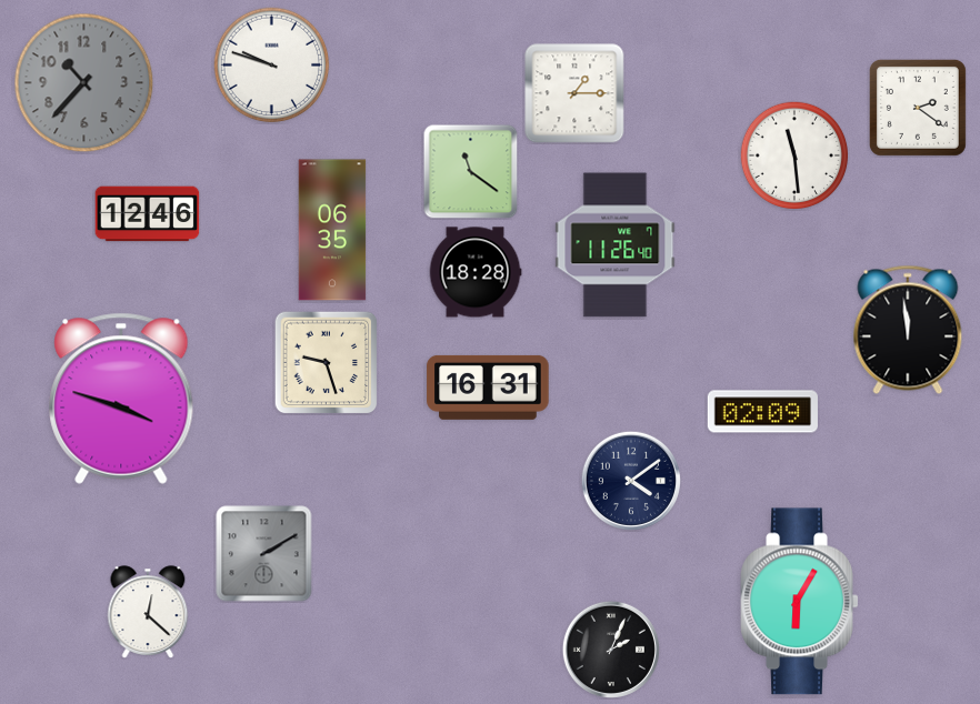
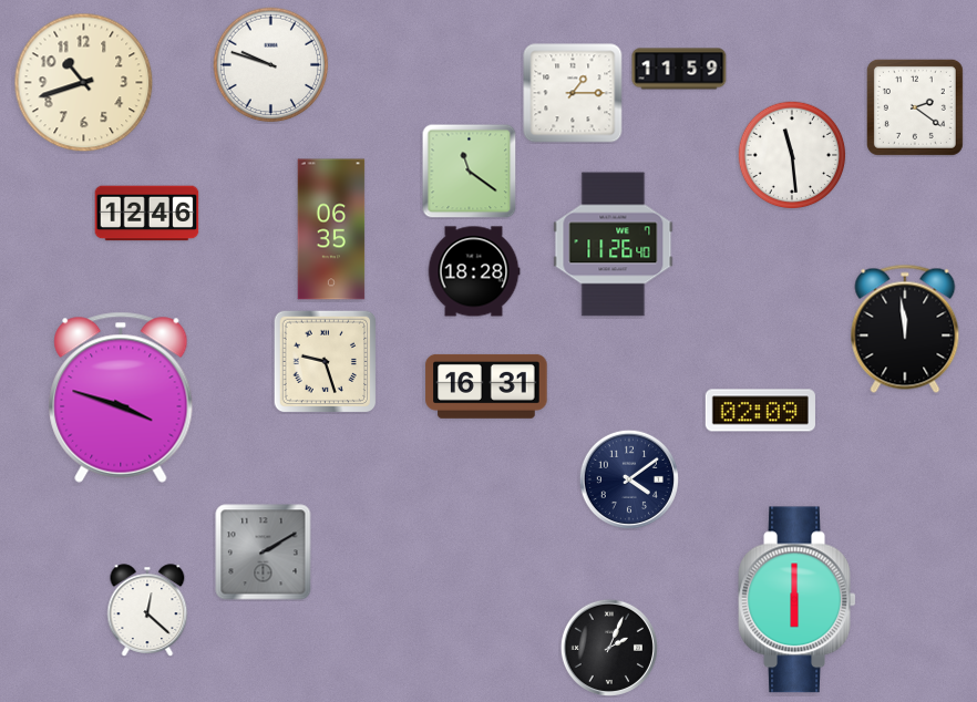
clock at (679, 69): none -> 11:59
clock at (84, 83): 10:37 -> 10:42
clock at (84, 83) dial: grey -> cream
clock at (800, 602): 6:05 -> 6:00
